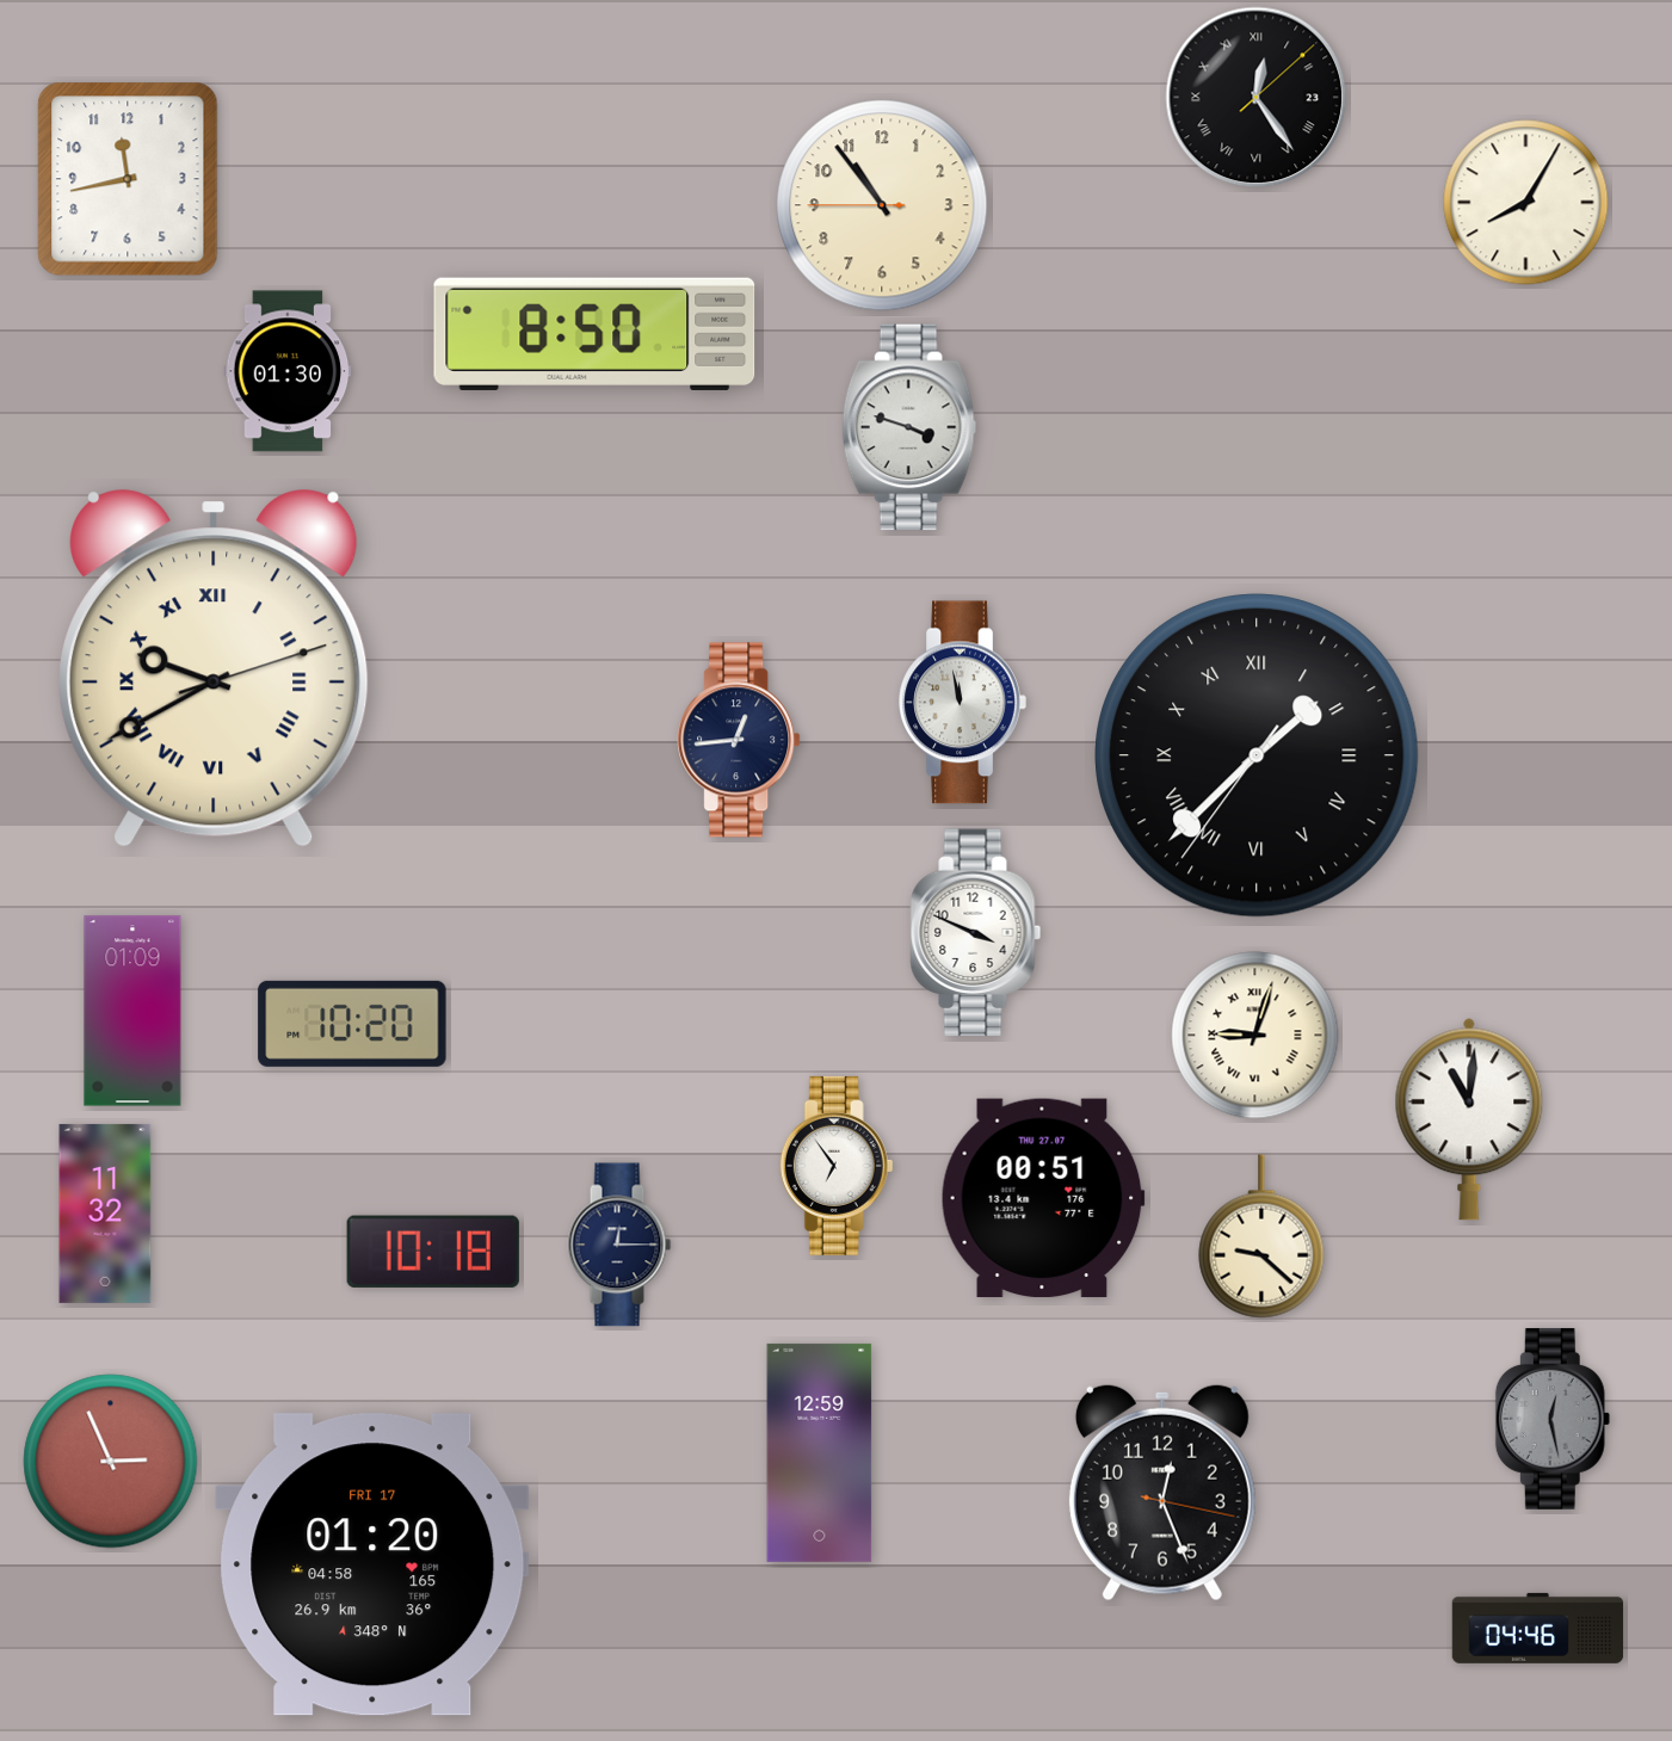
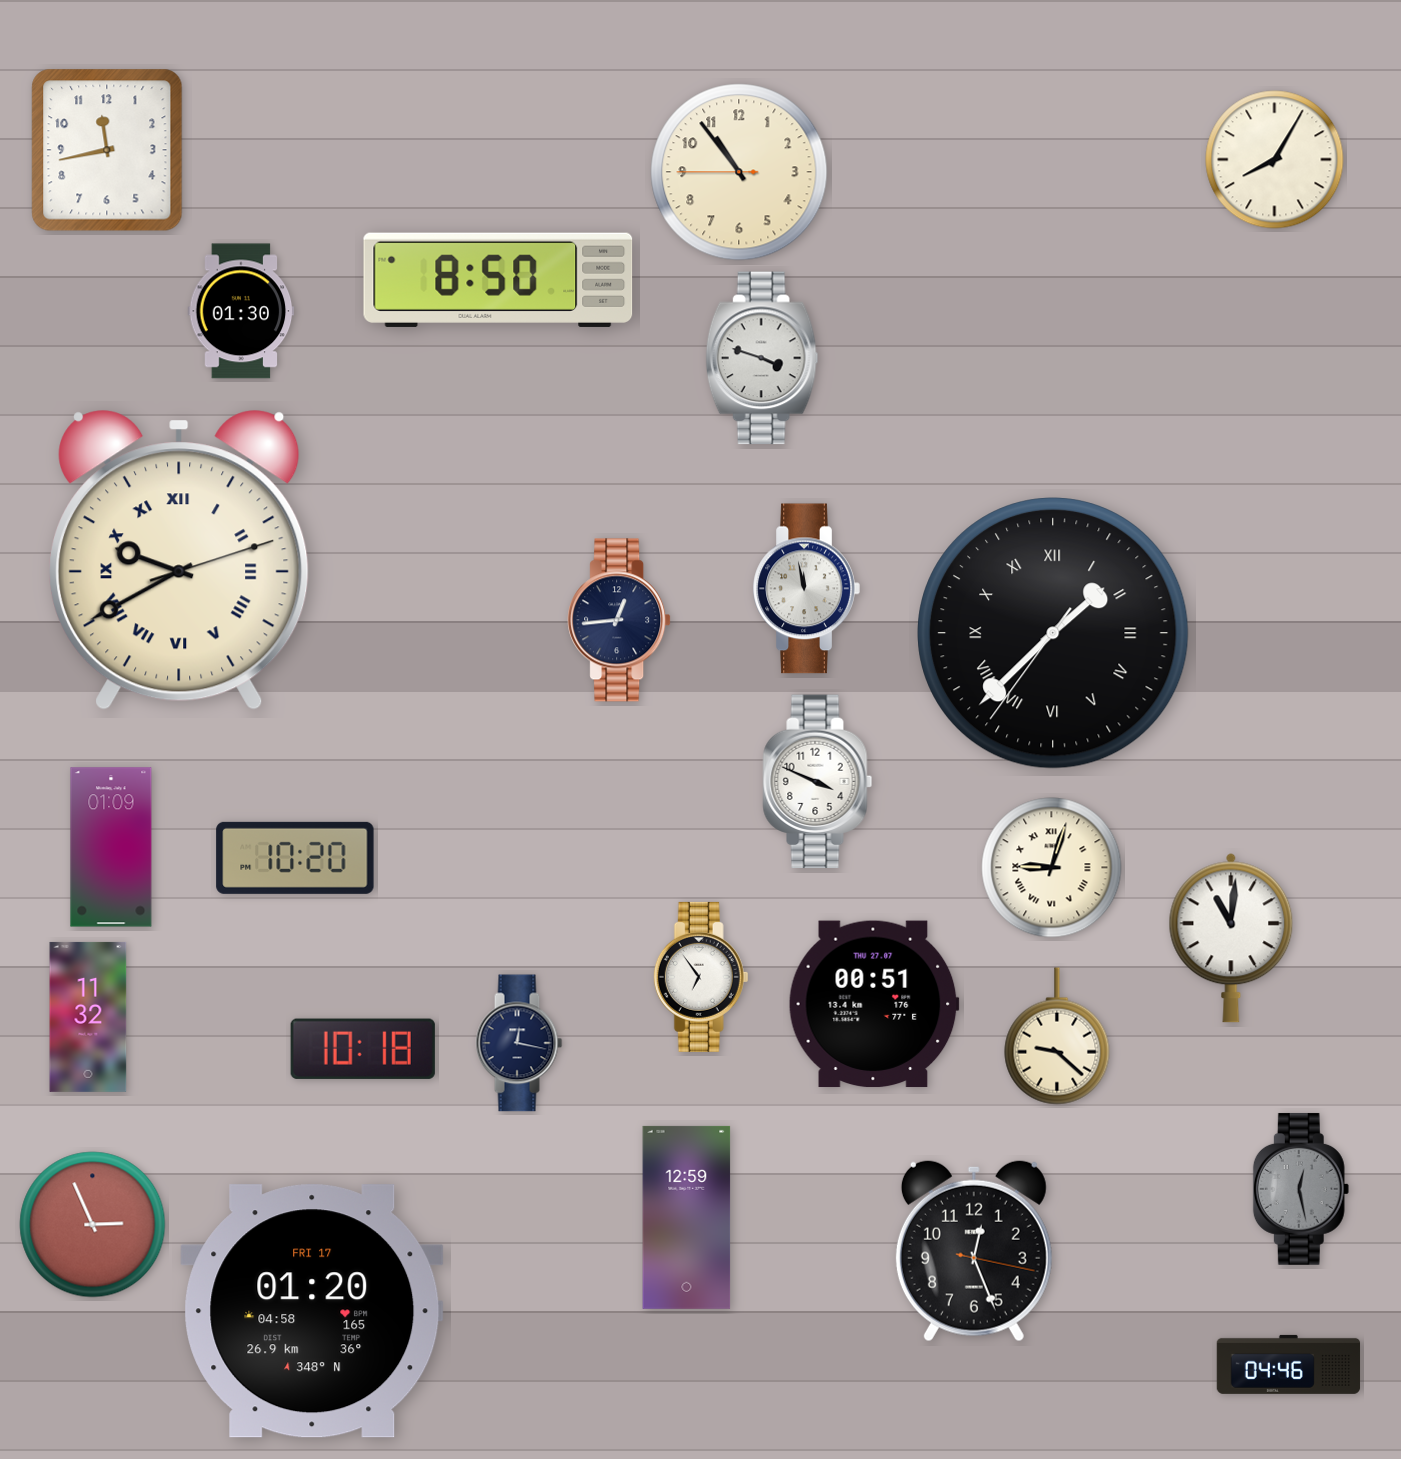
clock at (1257, 98): 12:24 -> none
clock at (1526, 203) position: (1526, 203) -> (1275, 160)
clock at (619, 1245): 12:15 -> 12:17
